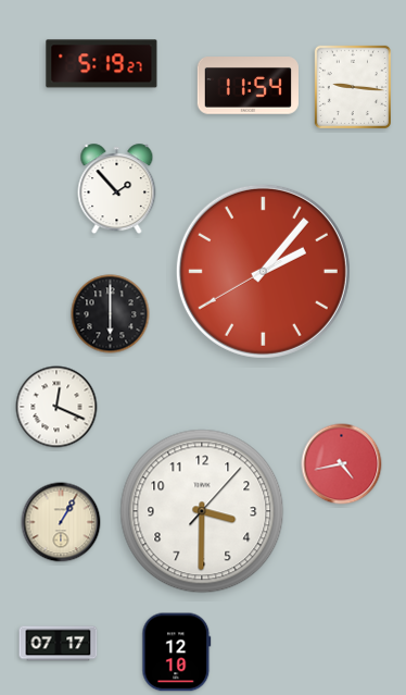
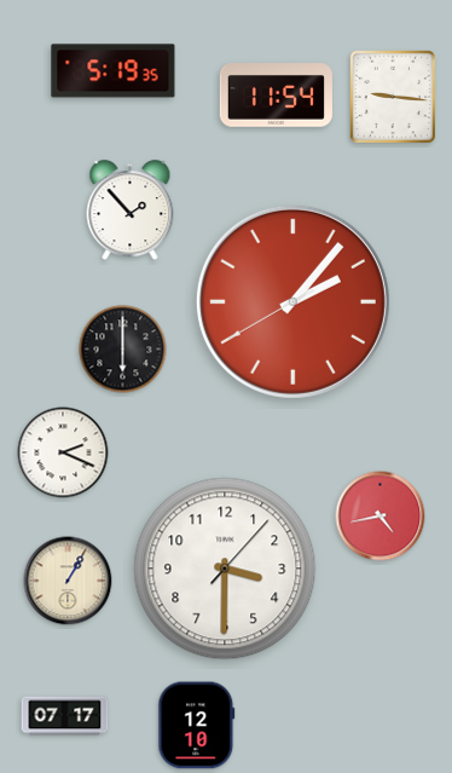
clock at (102, 64): 5:19:27 -> 5:19:35
clock at (56, 407): 12:19 -> 2:19
